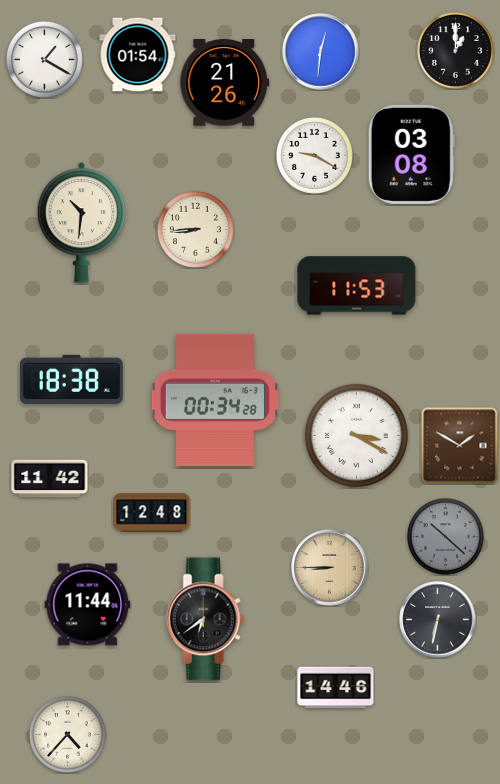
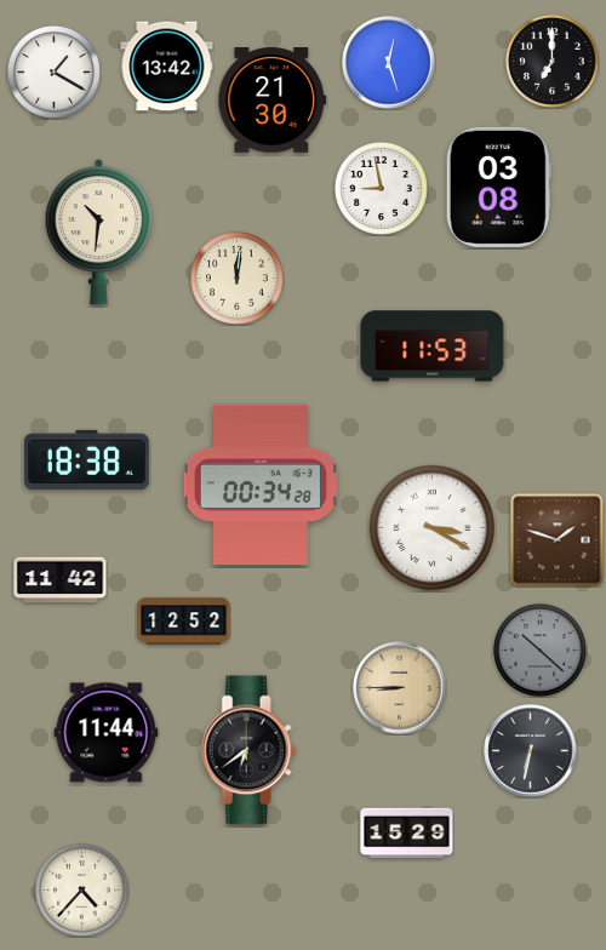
clock at (456, 51): 1:00 -> 7:00
clock at (321, 52): 12:31 -> 12:27
clock at (138, 55): 01:54 -> 13:42
clock at (225, 83): 21:26 -> 21:30
clock at (315, 156): 9:20 -> 8:58
clock at (81, 223) position: (81, 223) -> (98, 233)
clock at (196, 230): 8:44 -> 12:01
clock at (460, 446): 1:50 -> 1:48
clock at (152, 513): 12:48 -> 12:52
clock at (336, 688): 14:46 -> 15:29
